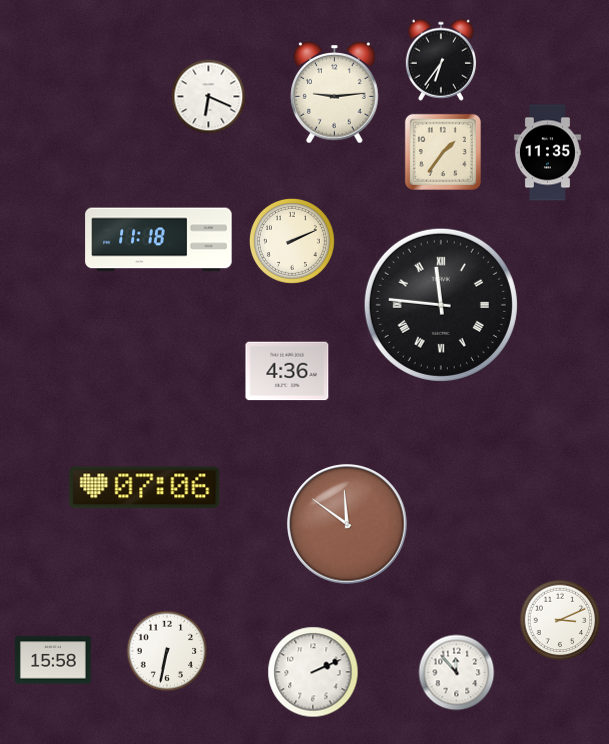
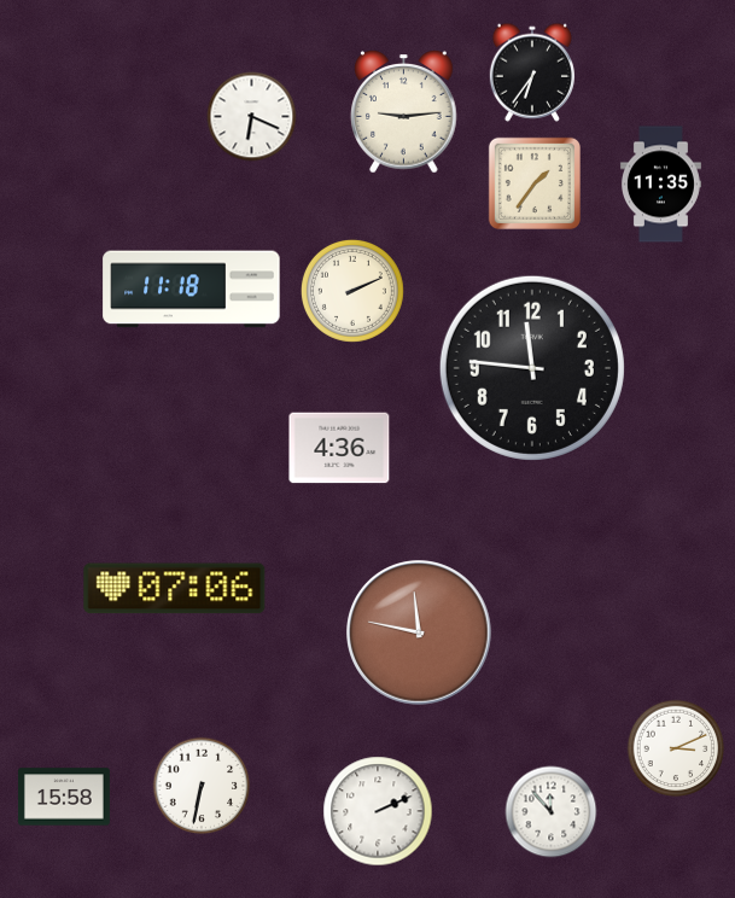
clock at (441, 305) numerals: Roman -> Arabic
clock at (287, 371) position: (287, 371) -> (339, 448)
clock at (347, 524): 11:51 -> 11:47
